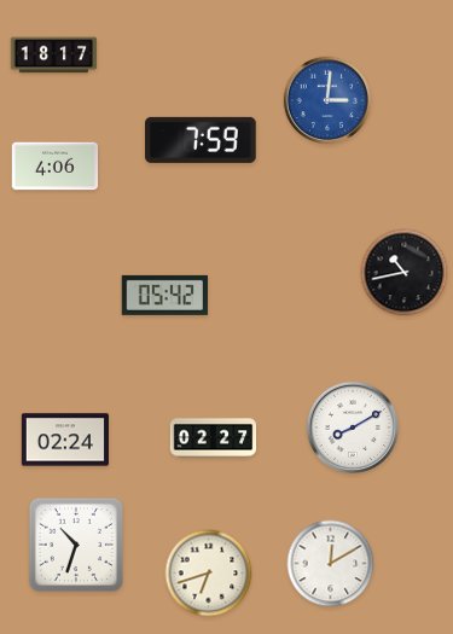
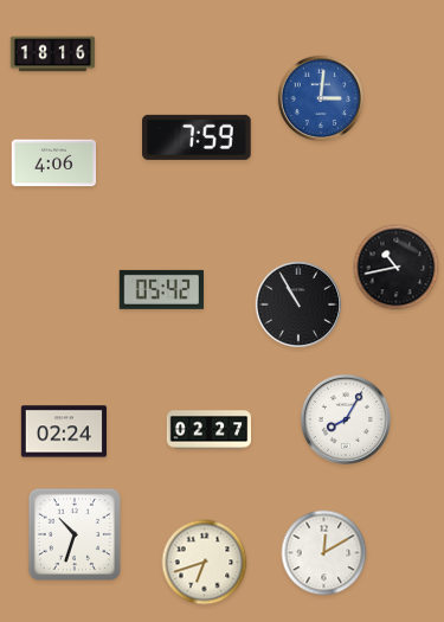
clock at (54, 56): 18:17 -> 18:16
clock at (298, 304): none -> 10:55
clock at (353, 427): 8:10 -> 8:05
